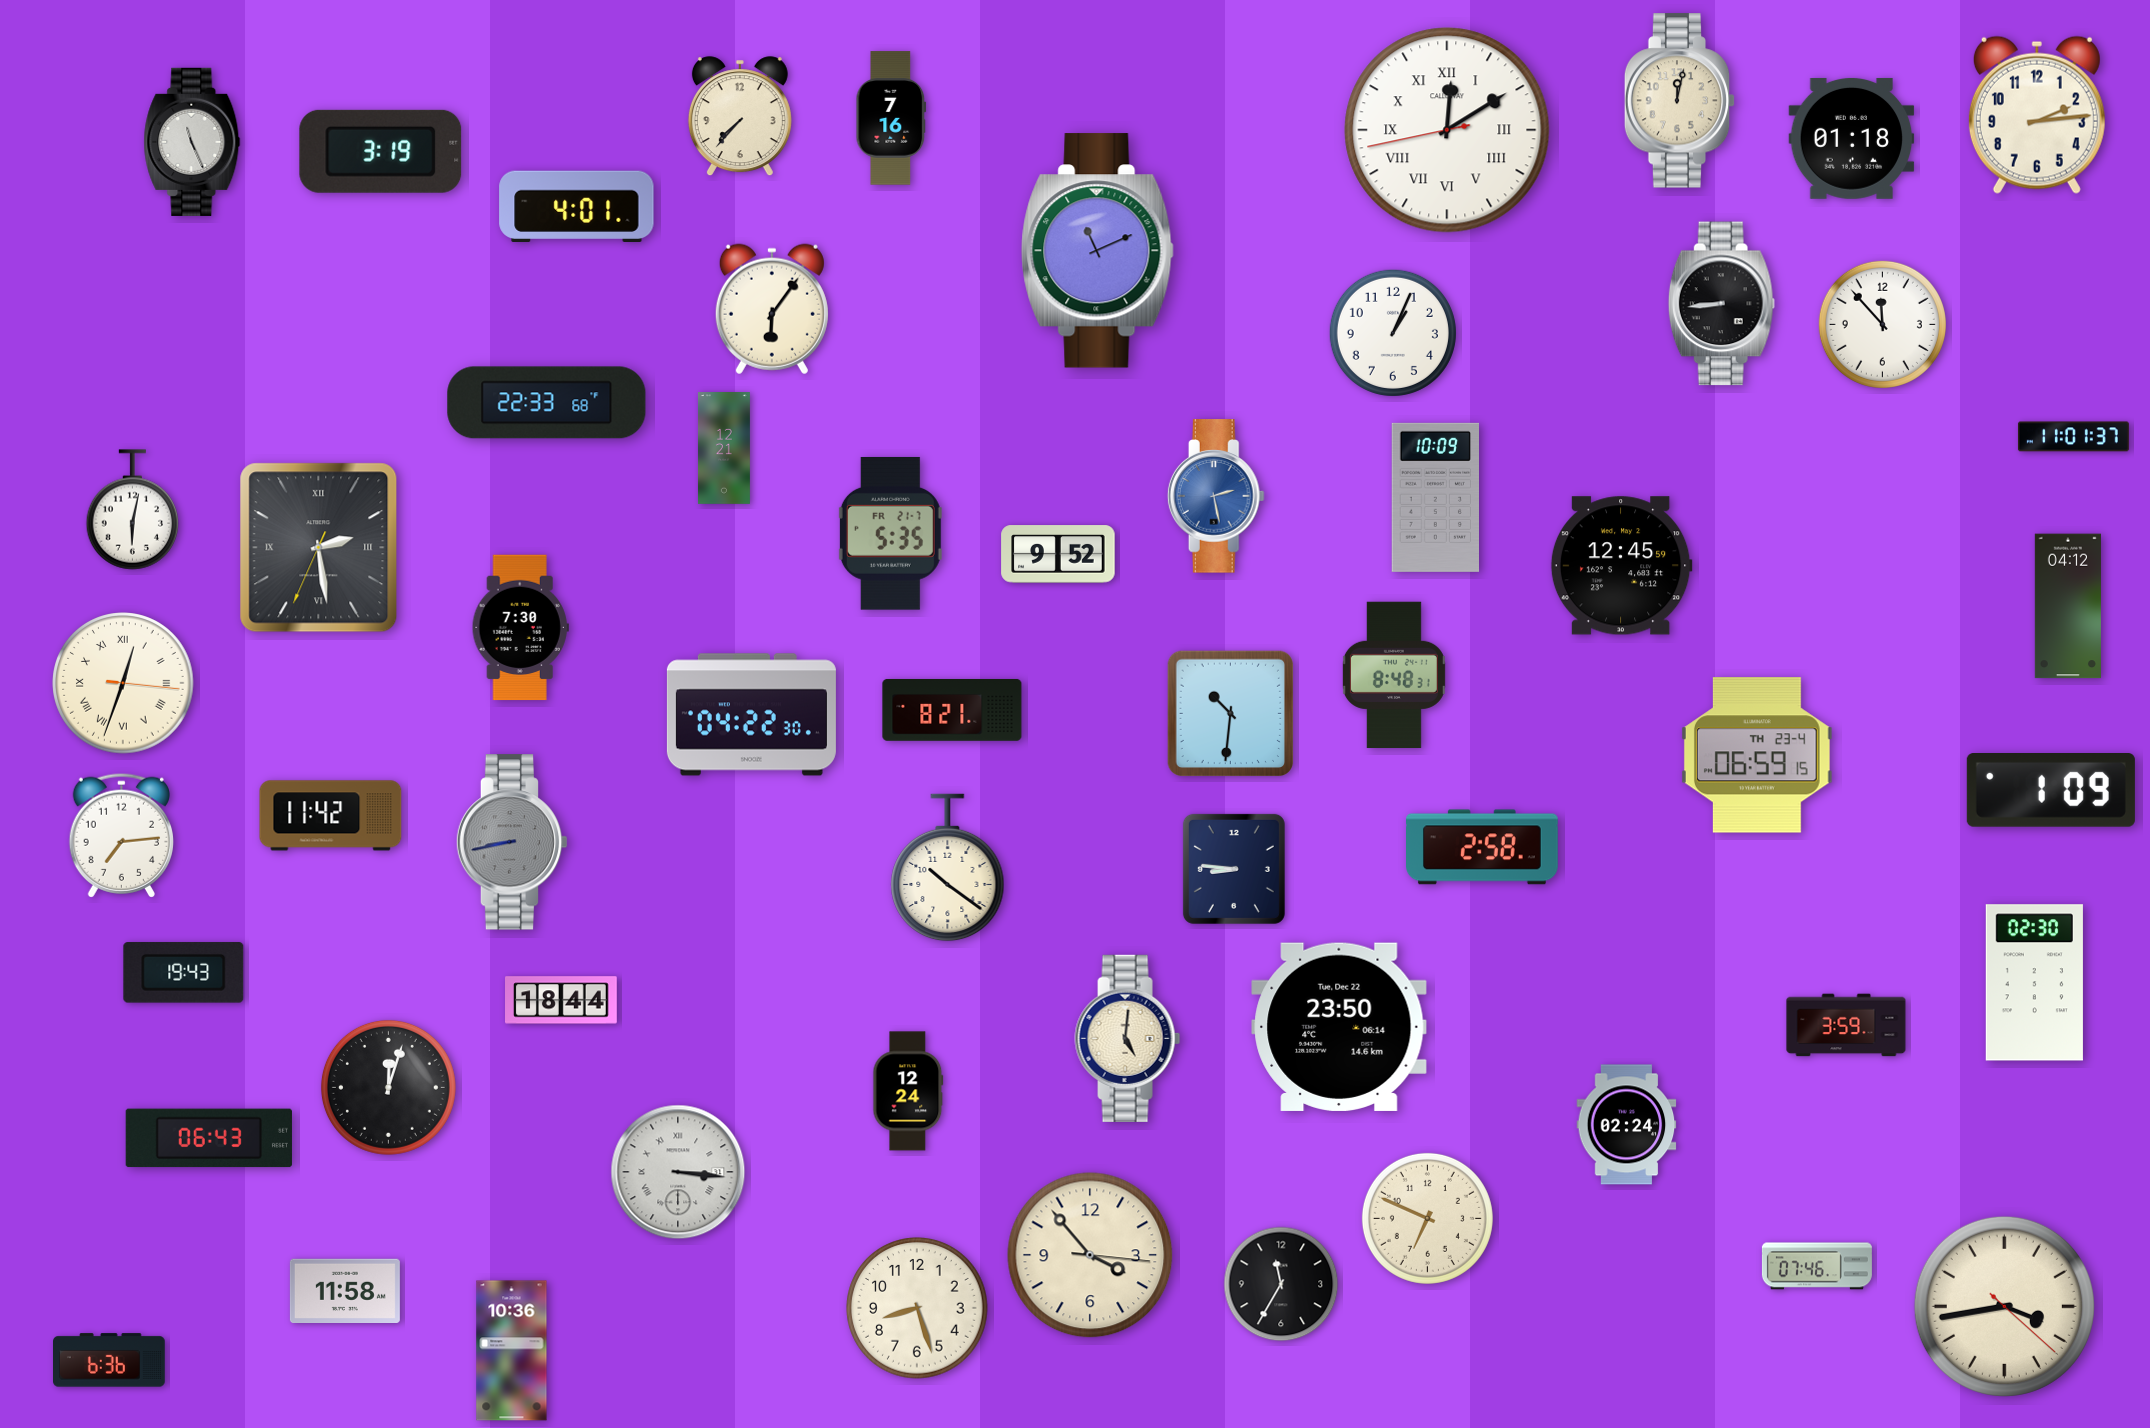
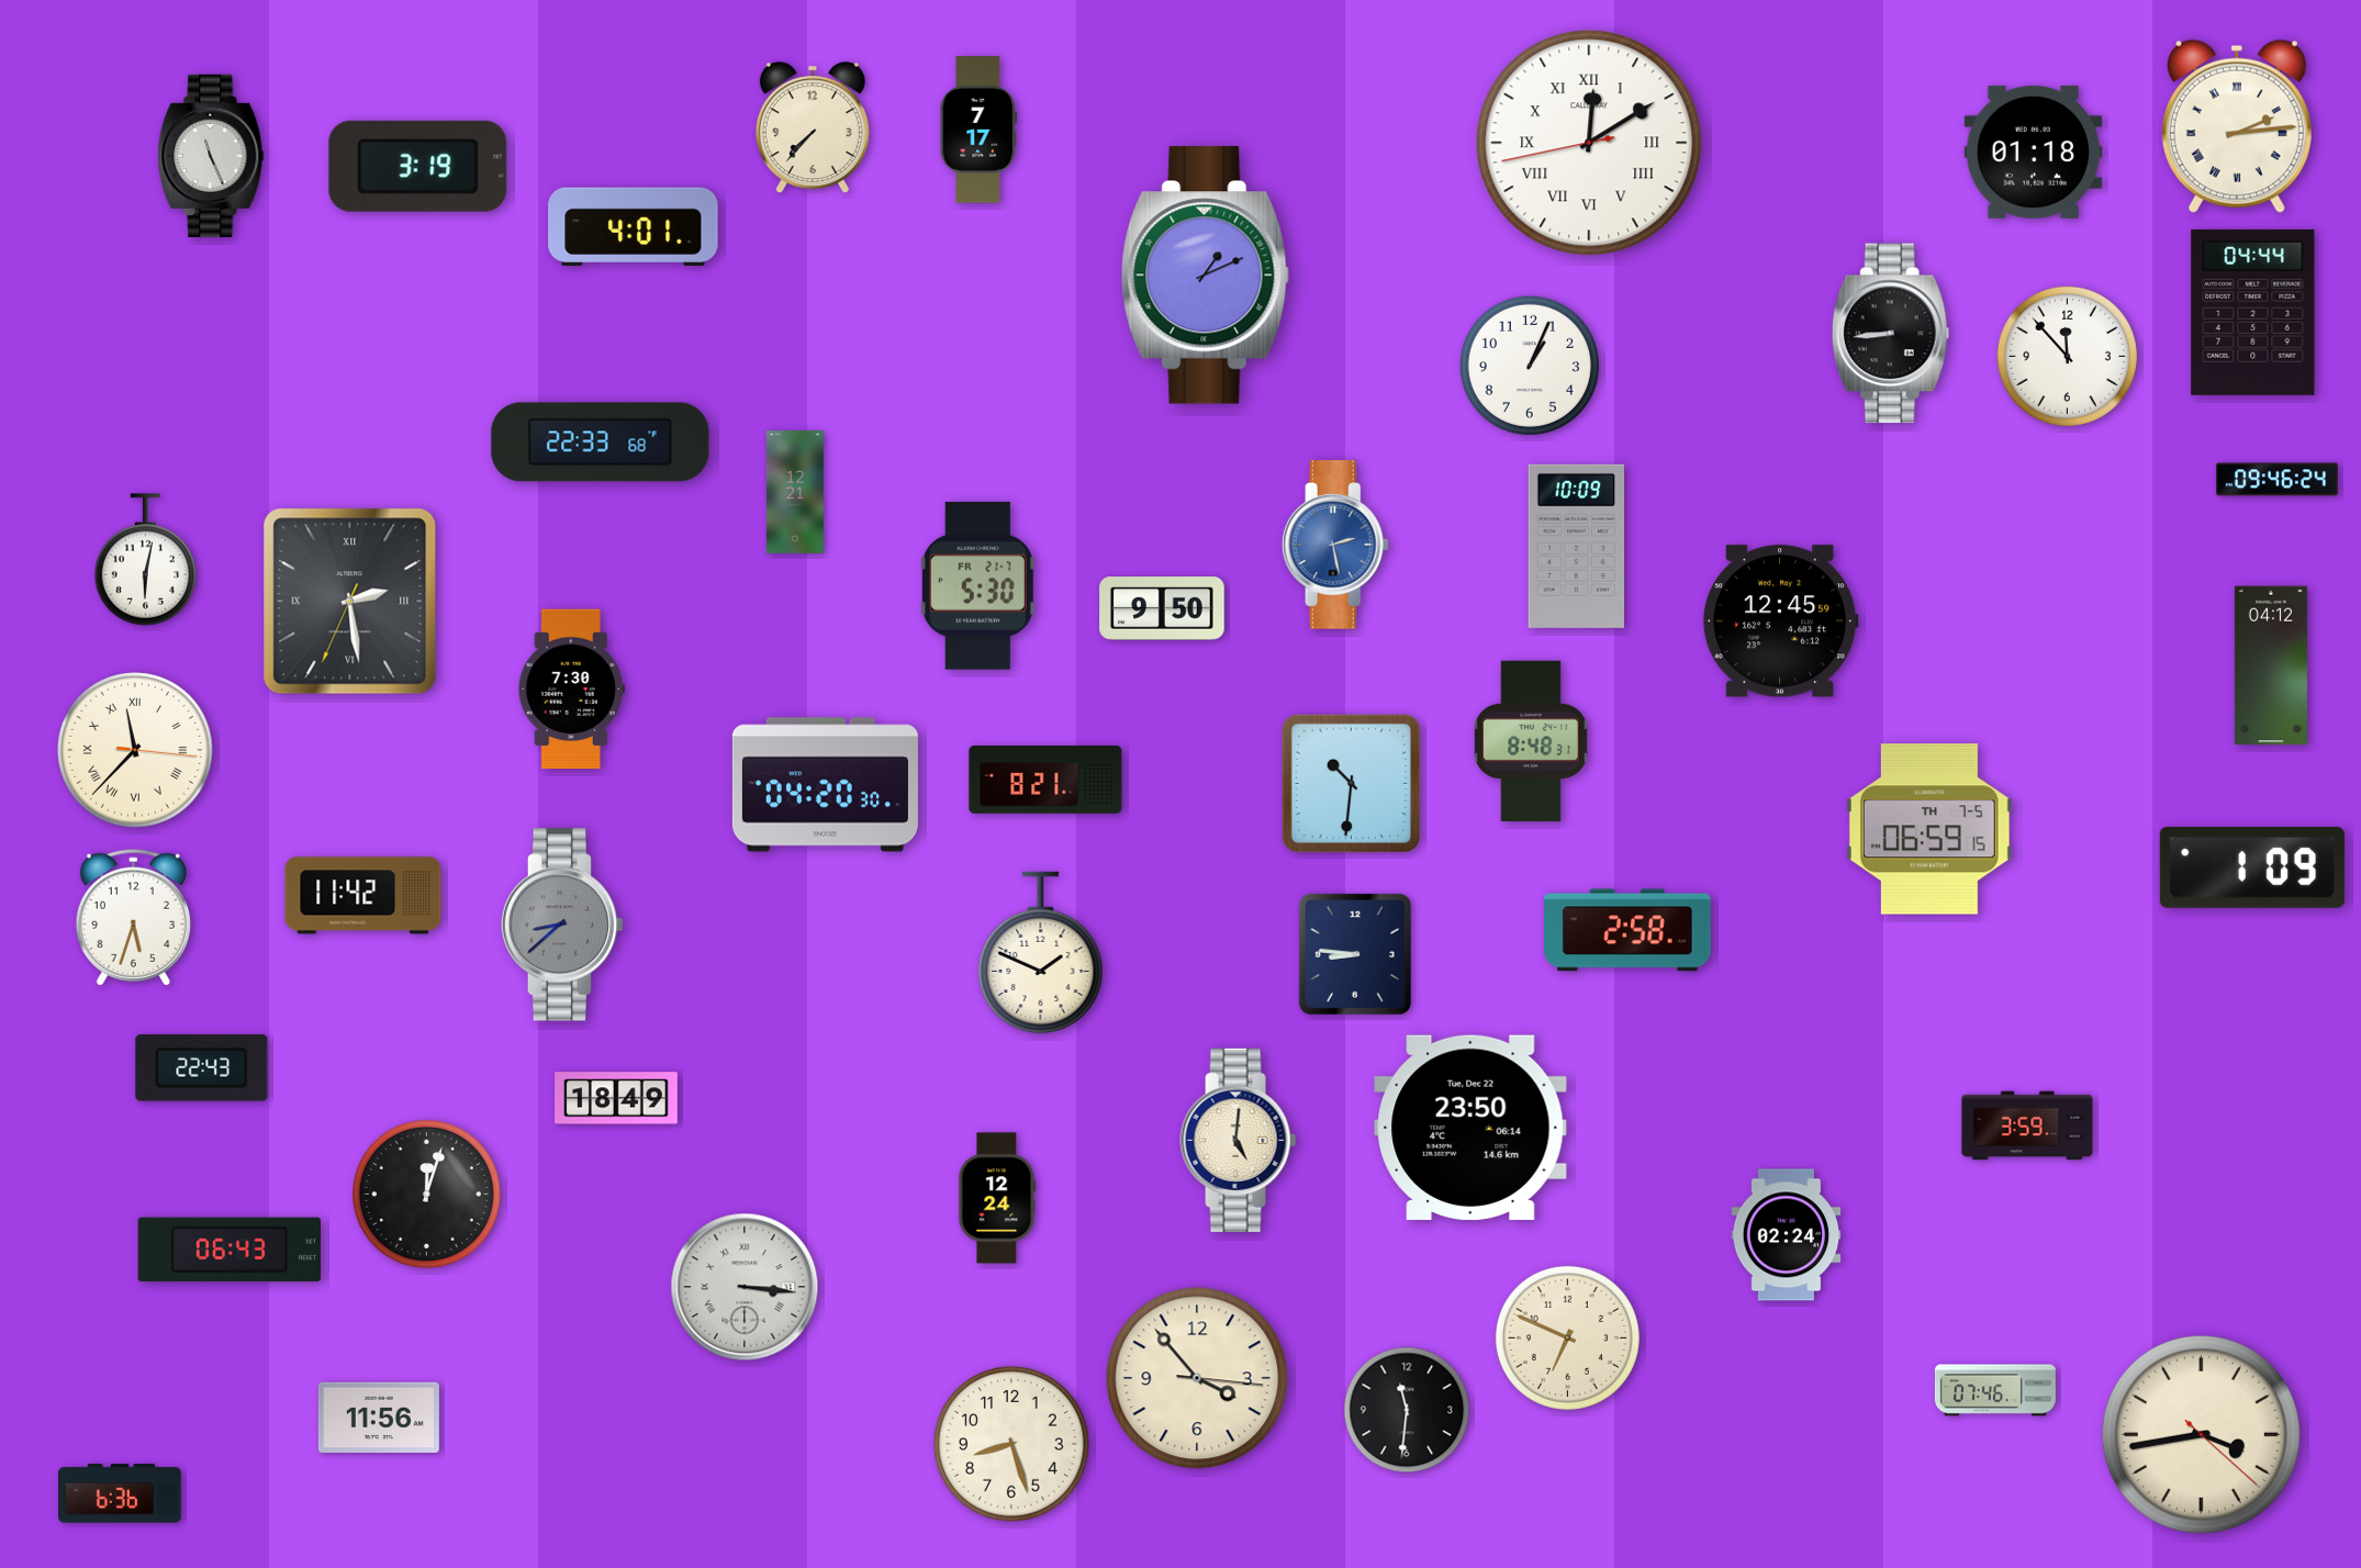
clock at (1680, 101): 12:02 -> none
clock at (2037, 115) numerals: Arabic -> Roman
clock at (891, 118): 7:16 -> 7:17
clock at (1098, 251): 11:11 -> 1:11
clock at (2253, 312): none -> 04:44
clock at (772, 309): 6:06 -> none
clock at (2073, 437): 11:01 -> 09:46
clock at (890, 533): 5:35 -> 5:30
clock at (1058, 554): 9:52 -> 9:50
clock at (123, 683): 12:33 -> 11:37
clock at (751, 715): 04:22 -> 04:20
clock at (1757, 755) date: TH 23-4 -> TH 7-5
clock at (121, 835): 7:14 -> 5:33
clock at (512, 842): 8:43 -> 8:38
clock at (948, 868): 10:21 -> 1:49
clock at (184, 973): 19:43 -> 22:43
clock at (2034, 983): 02:30 -> none
clock at (562, 1000): 18:44 -> 18:49
clock at (1281, 1284): 11:35 -> 11:31
clock at (345, 1290): 11:58 -> 11:56
clock at (917, 1308) position: (917, 1308) -> (1011, 1444)
clock at (512, 1351): 10:36 -> none
